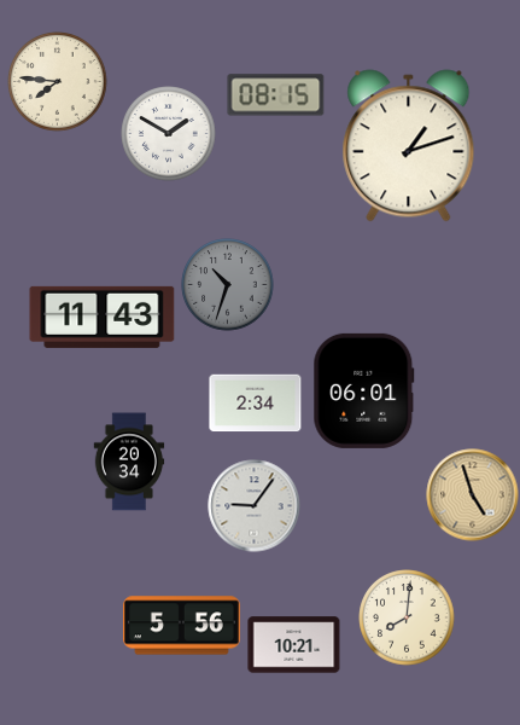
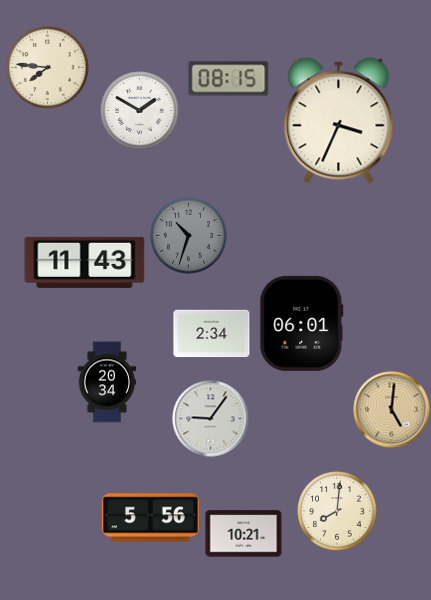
clock at (409, 146): 1:12 -> 3:34
clock at (473, 495): 4:57 -> 5:01
